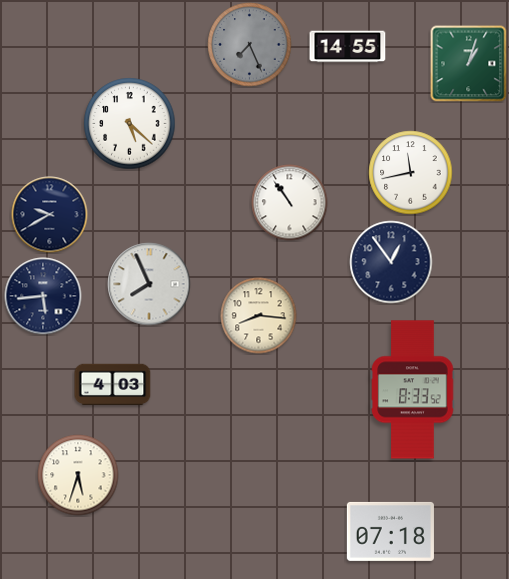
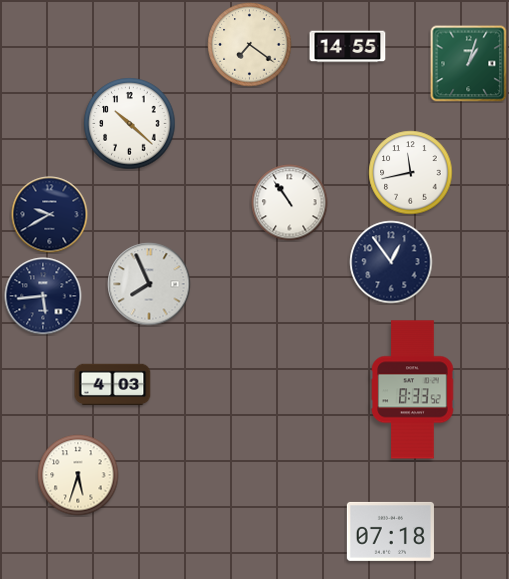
clock at (250, 45): 7:26 -> 7:21
clock at (250, 45) dial: grey -> cream
clock at (130, 124): 5:22 -> 10:22
clock at (259, 316): 8:16 -> none
